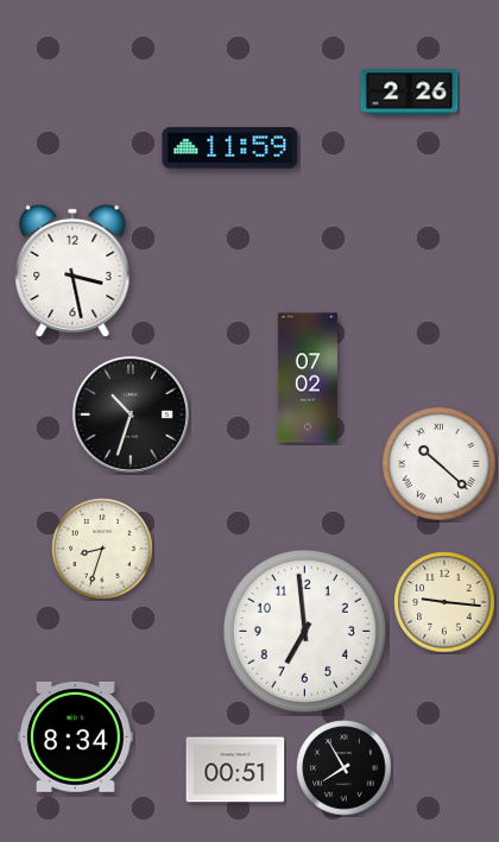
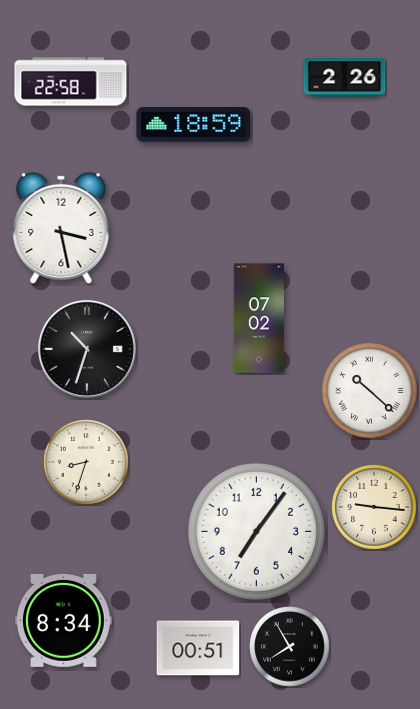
clock at (71, 82): none -> 22:58
clock at (230, 148): 11:59 -> 18:59
clock at (131, 414) position: (131, 414) -> (87, 349)
clock at (304, 631): 6:59 -> 7:06
